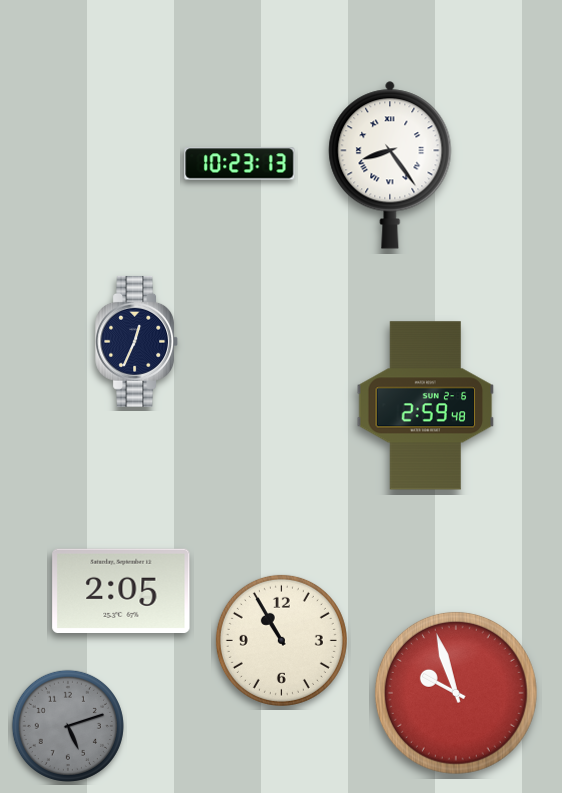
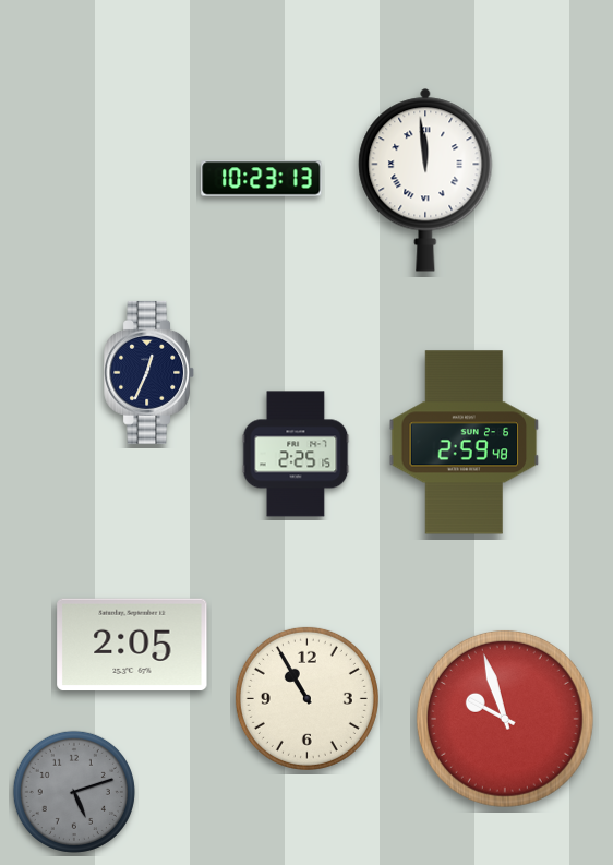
clock at (390, 165): 8:24 -> 11:59
clock at (296, 454): none -> 2:25
clock at (456, 693) position: (456, 693) -> (505, 719)
